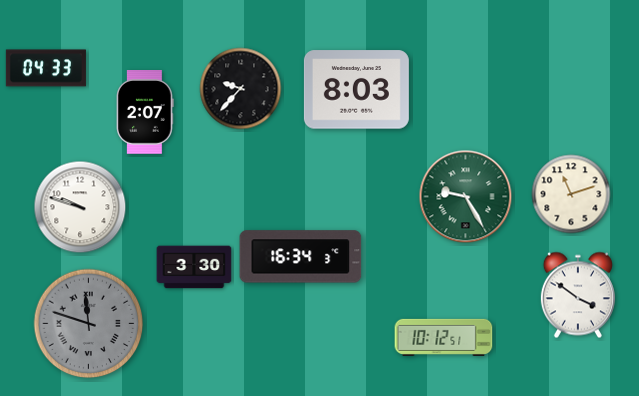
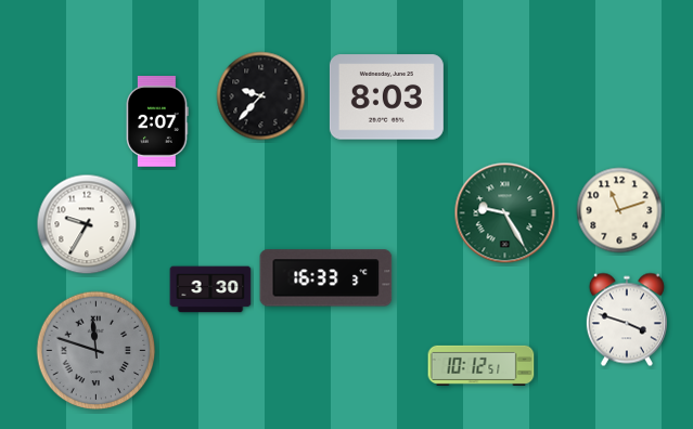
clock at (46, 68): 04:33 -> none
clock at (80, 207): 9:48 -> 9:35
clock at (301, 257): 16:34 -> 16:33
clock at (578, 295): 3:51 -> 3:48
